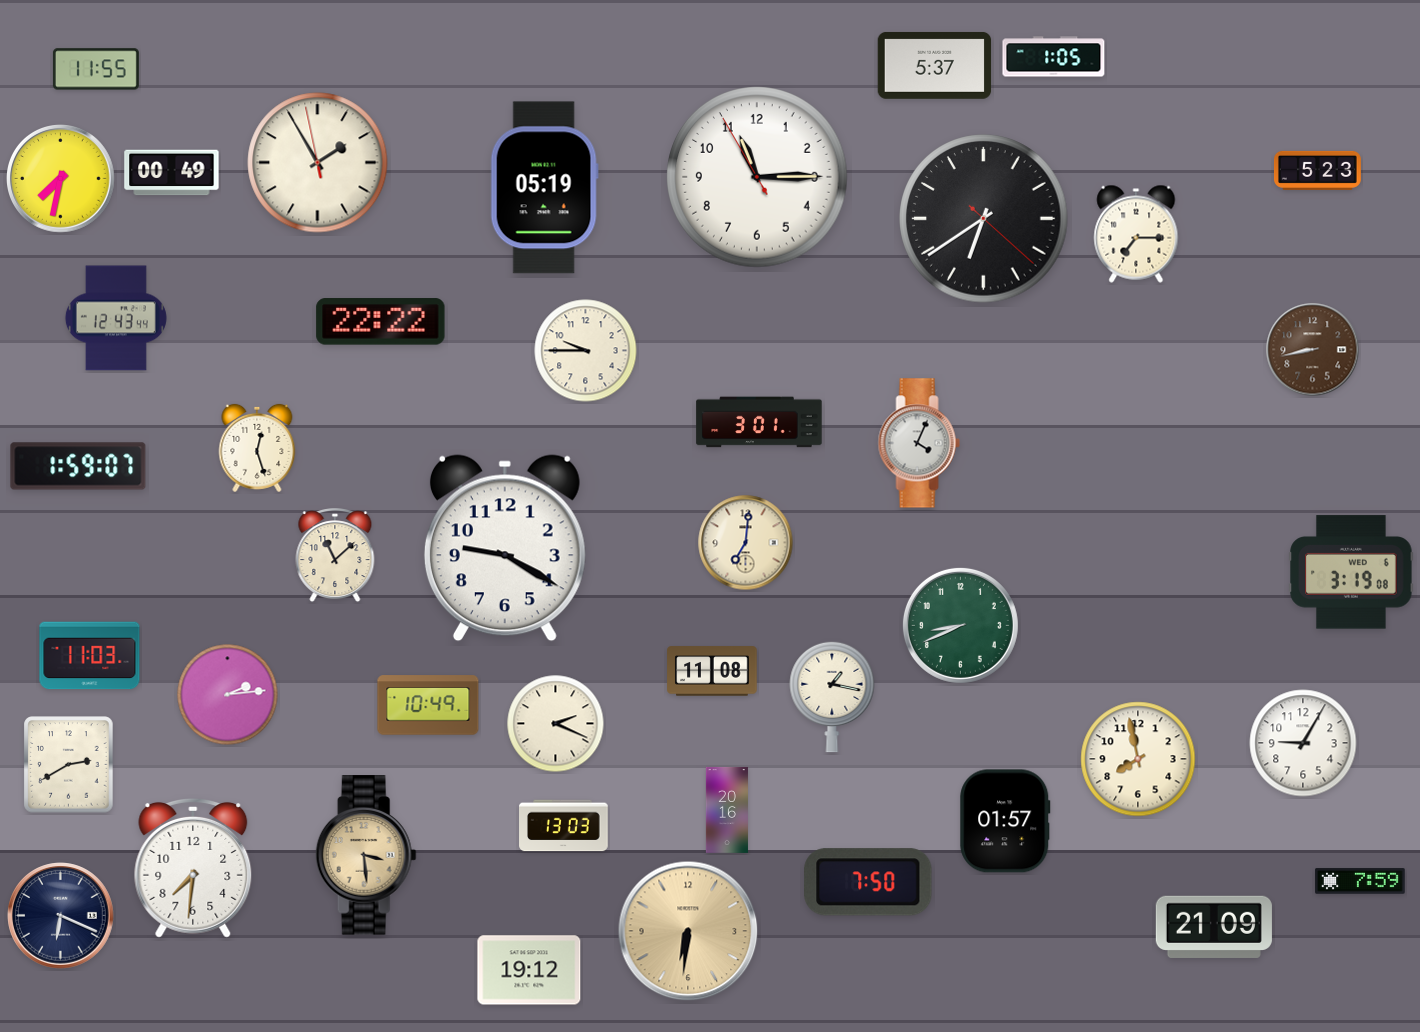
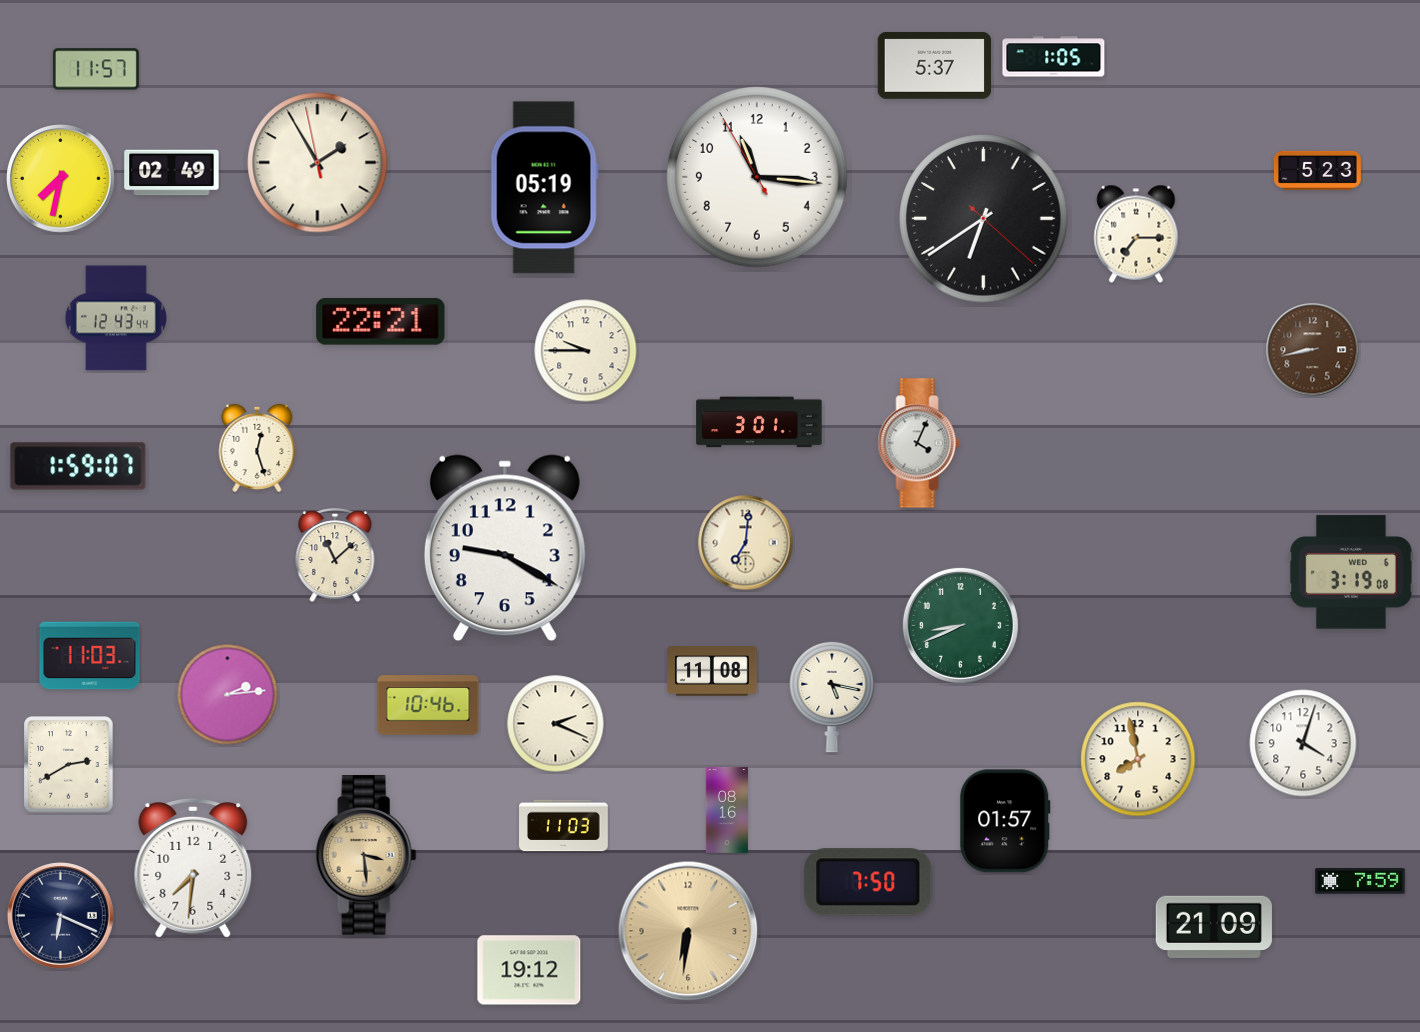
clock at (96, 69): 11:55 -> 11:57
clock at (172, 173): 00:49 -> 02:49
clock at (757, 177): 11:14 -> 11:15
clock at (381, 322): 22:22 -> 22:21
clock at (832, 697): 1:17 -> 5:17
clock at (428, 705): 10:49 -> 10:46
clock at (1303, 743): 9:05 -> 4:03
clock at (726, 810): 20:16 -> 08:16
clock at (564, 826): 13:03 -> 11:03
